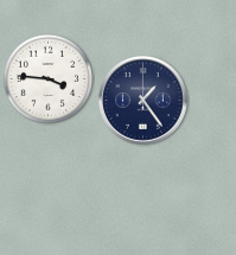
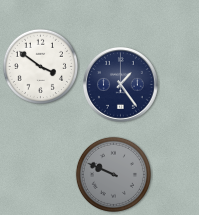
clock at (47, 78): 3:46 -> 3:51
clock at (113, 174): none -> 9:49
